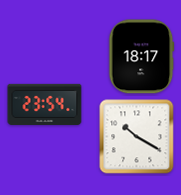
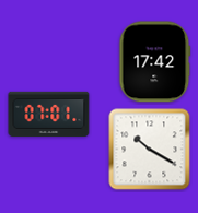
clock at (142, 57): 18:17 -> 17:42
clock at (45, 104): 23:54 -> 07:01
